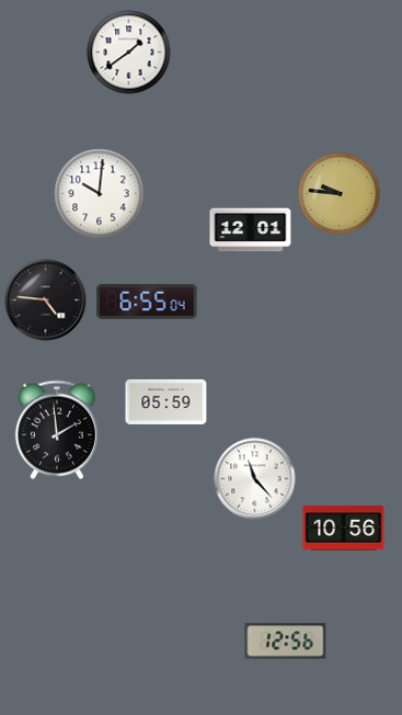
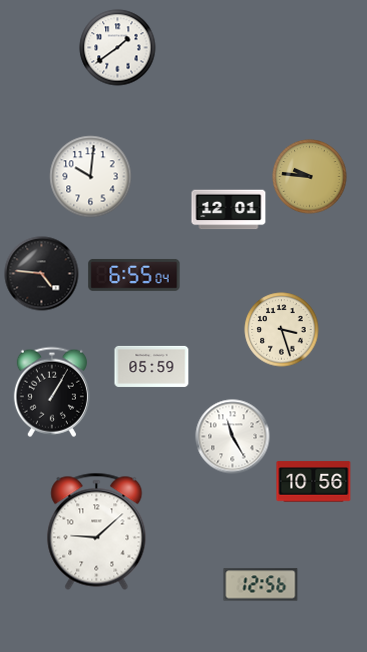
clock at (282, 330): none -> 3:27
clock at (57, 430): 1:59 -> 1:05
clock at (255, 479): 11:23 -> 11:25
clock at (97, 531): none -> 9:08
